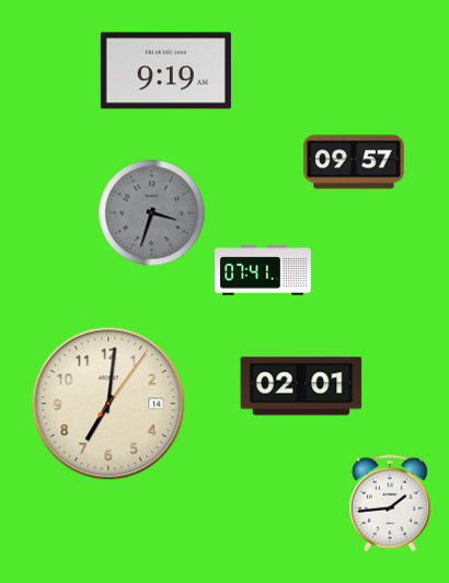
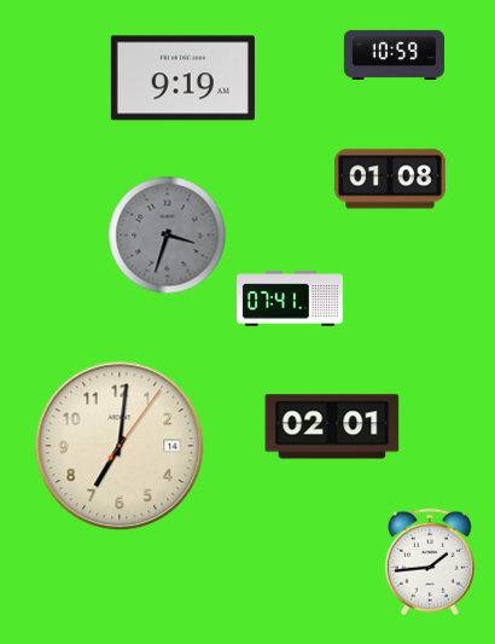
clock at (394, 54): none -> 10:59
clock at (354, 162): 09:57 -> 01:08
clock at (390, 503) position: (390, 503) -> (430, 562)
